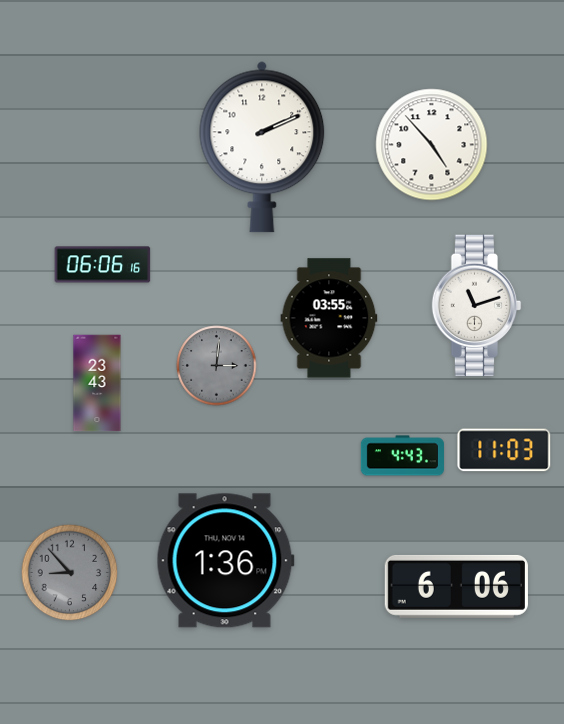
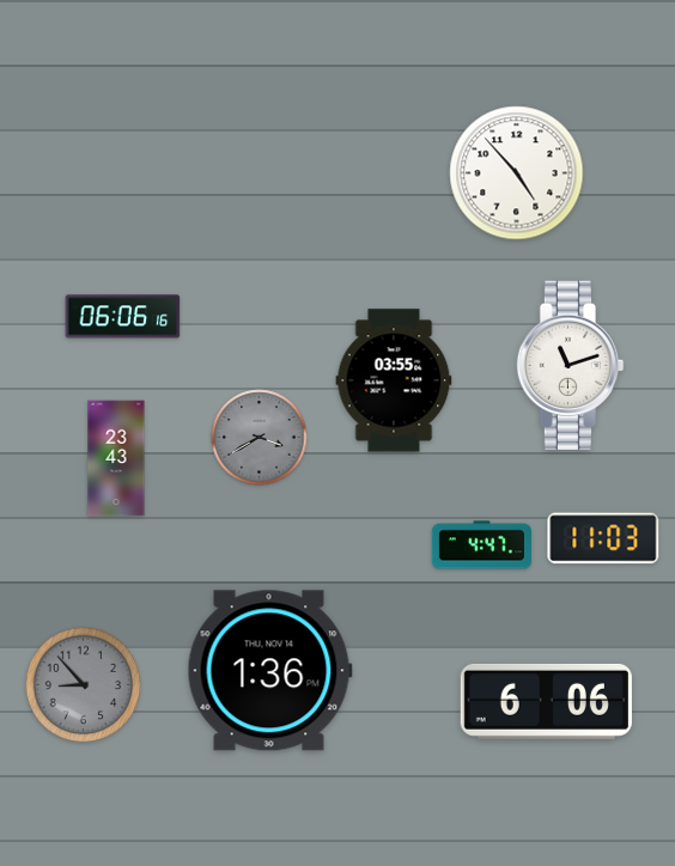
clock at (262, 147): 2:11 -> none
clock at (217, 366): 3:01 -> 3:40
clock at (402, 456): 4:43 -> 4:47
